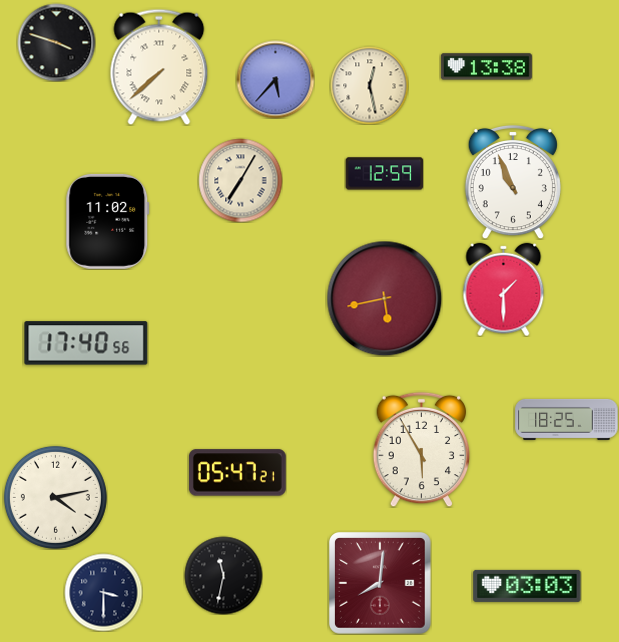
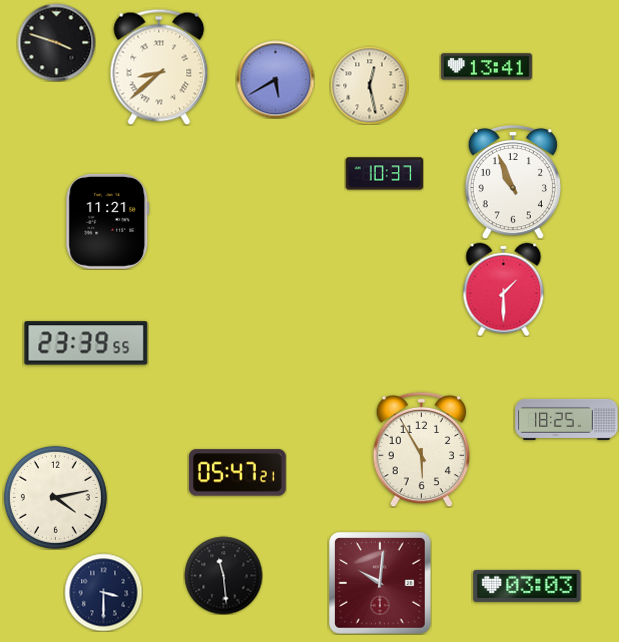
clock at (159, 67): 7:38 -> 8:38
clock at (486, 67): 13:38 -> 13:41
clock at (275, 79): 5:37 -> 5:40
clock at (384, 174): 12:59 -> 10:37
clock at (240, 180): 7:05 -> none
clock at (108, 221): 11:02 -> 11:21
clock at (384, 298): 5:43 -> none
clock at (86, 343): 17:40 -> 23:39
clock at (223, 575): 11:32 -> 11:29
clock at (381, 584): 8:01 -> 10:01
